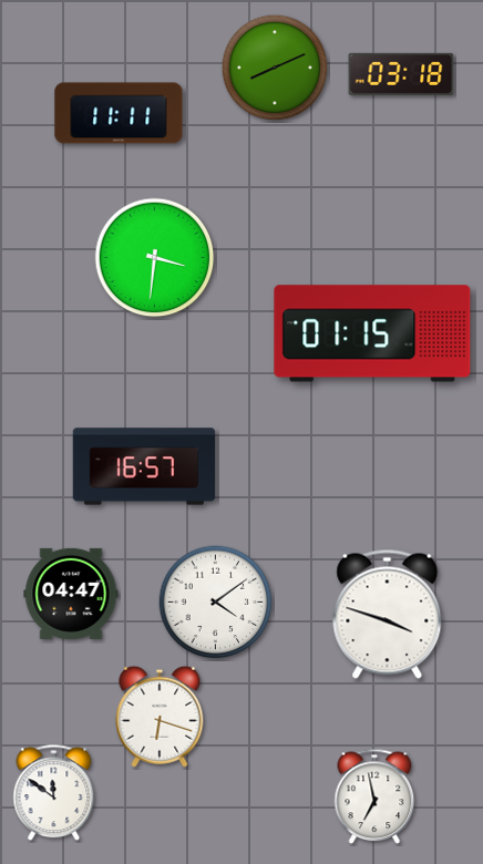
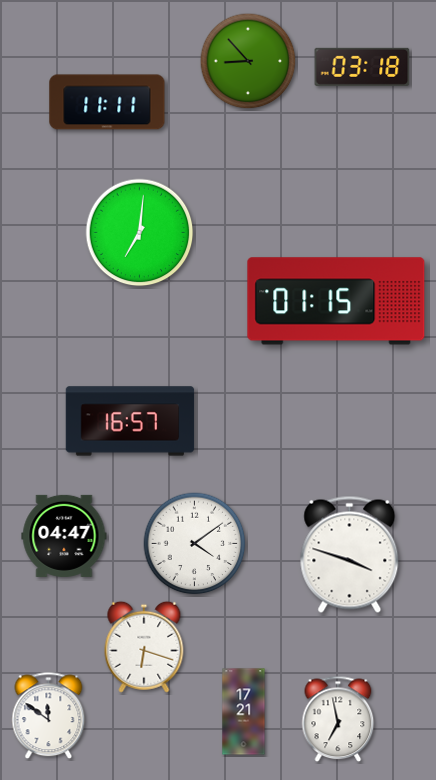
clock at (275, 68): 8:11 -> 8:53
clock at (155, 258): 3:31 -> 7:01
clock at (244, 712): none -> 17:21
